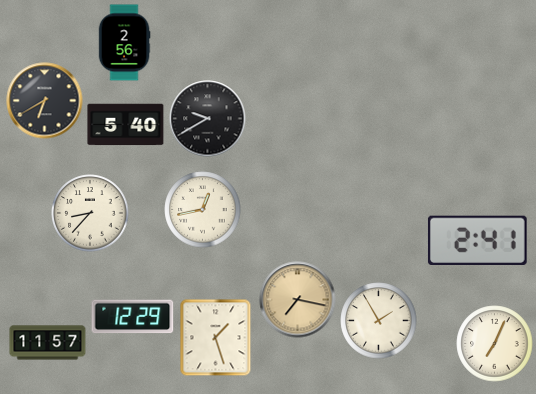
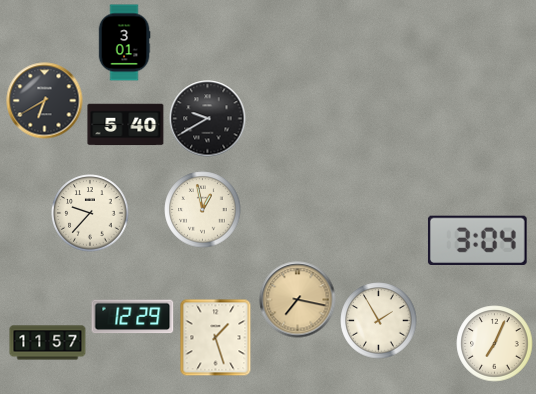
clock at (124, 43): 2:56 -> 3:01
clock at (203, 210): 12:43 -> 12:58
clock at (90, 213): 8:37 -> 9:37
clock at (477, 240): 2:41 -> 3:04
